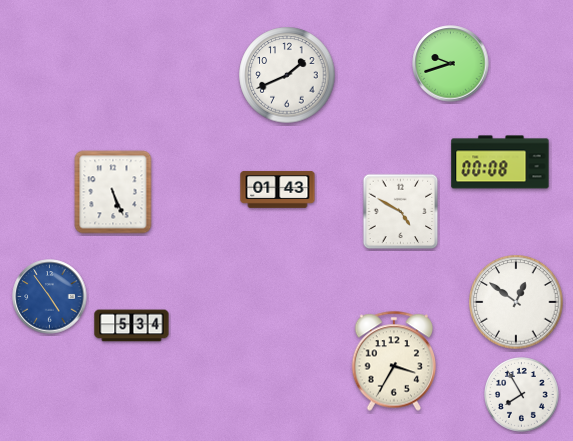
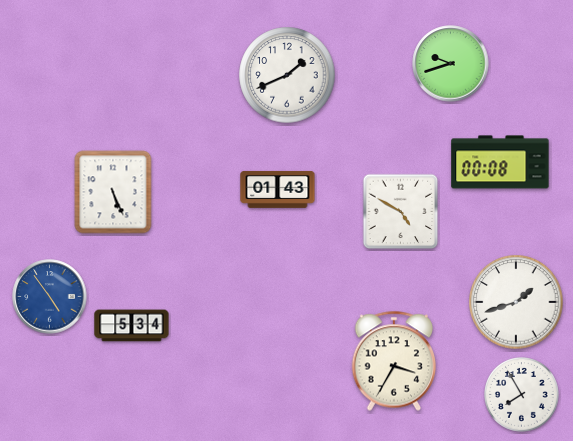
clock at (516, 302): 12:51 -> 1:42
